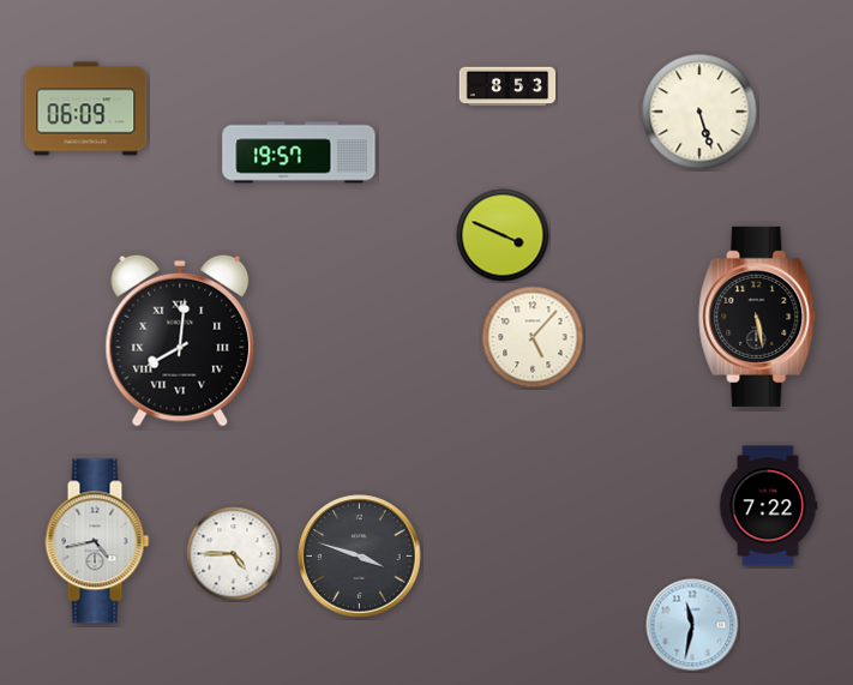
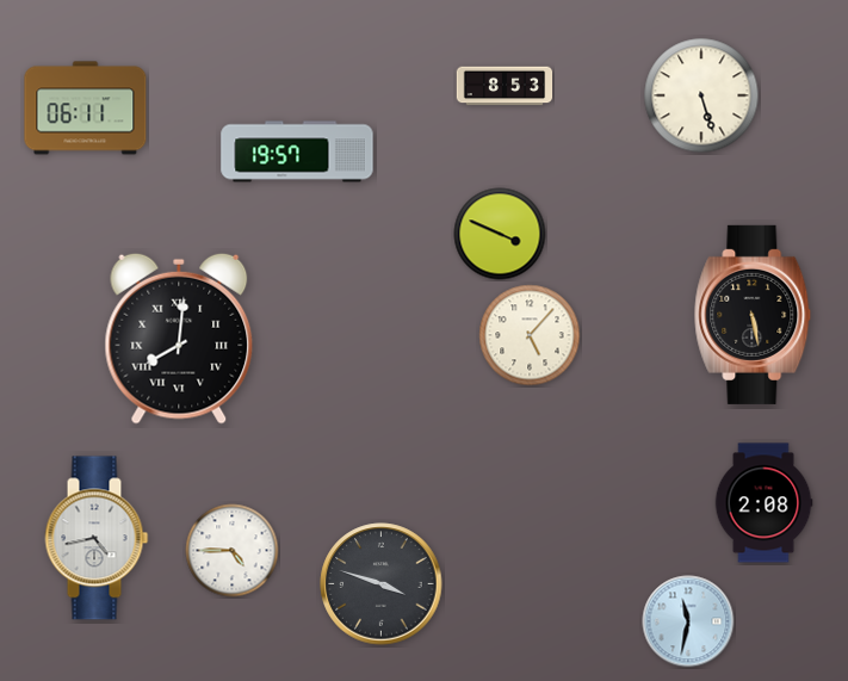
clock at (86, 109): 06:09 -> 06:11
clock at (699, 112) position: (699, 112) -> (701, 95)
clock at (768, 506): 7:22 -> 2:08
clock at (360, 557) position: (360, 557) -> (382, 584)
